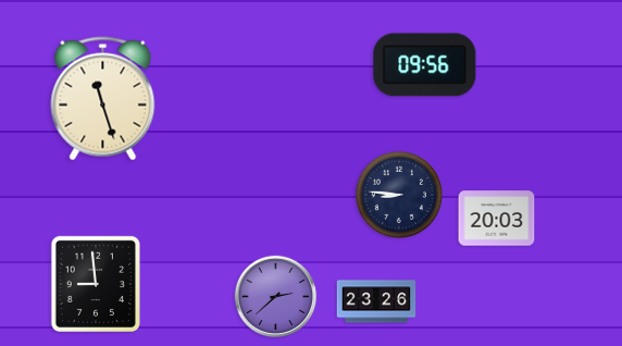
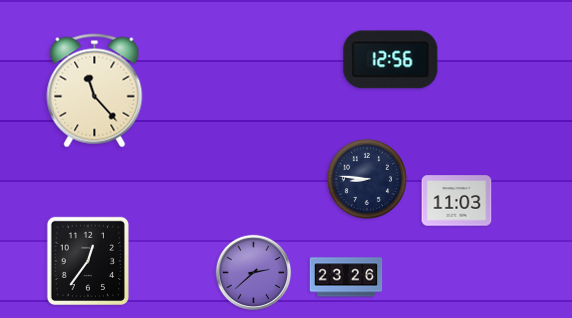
clock at (425, 65): 09:56 -> 12:56
clock at (103, 99): 11:27 -> 11:23
clock at (497, 219): 20:03 -> 11:03
clock at (95, 283): 8:59 -> 12:36
